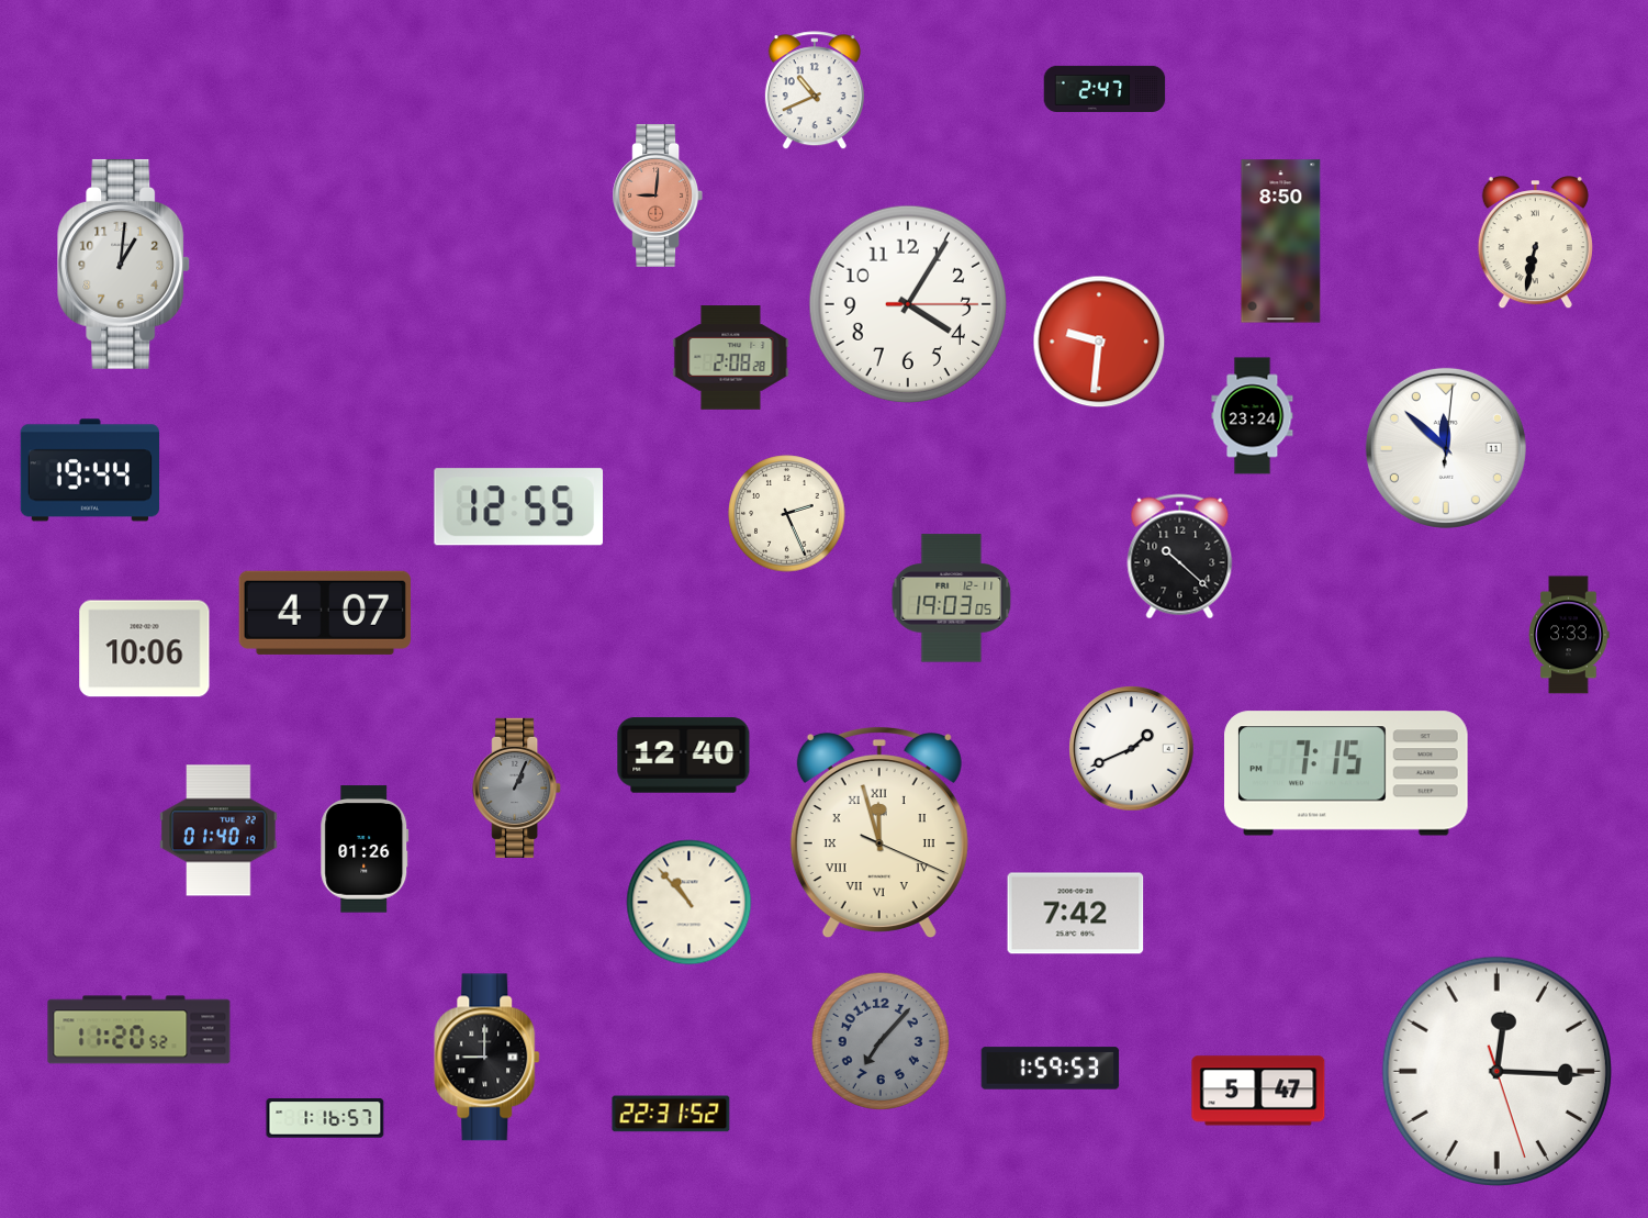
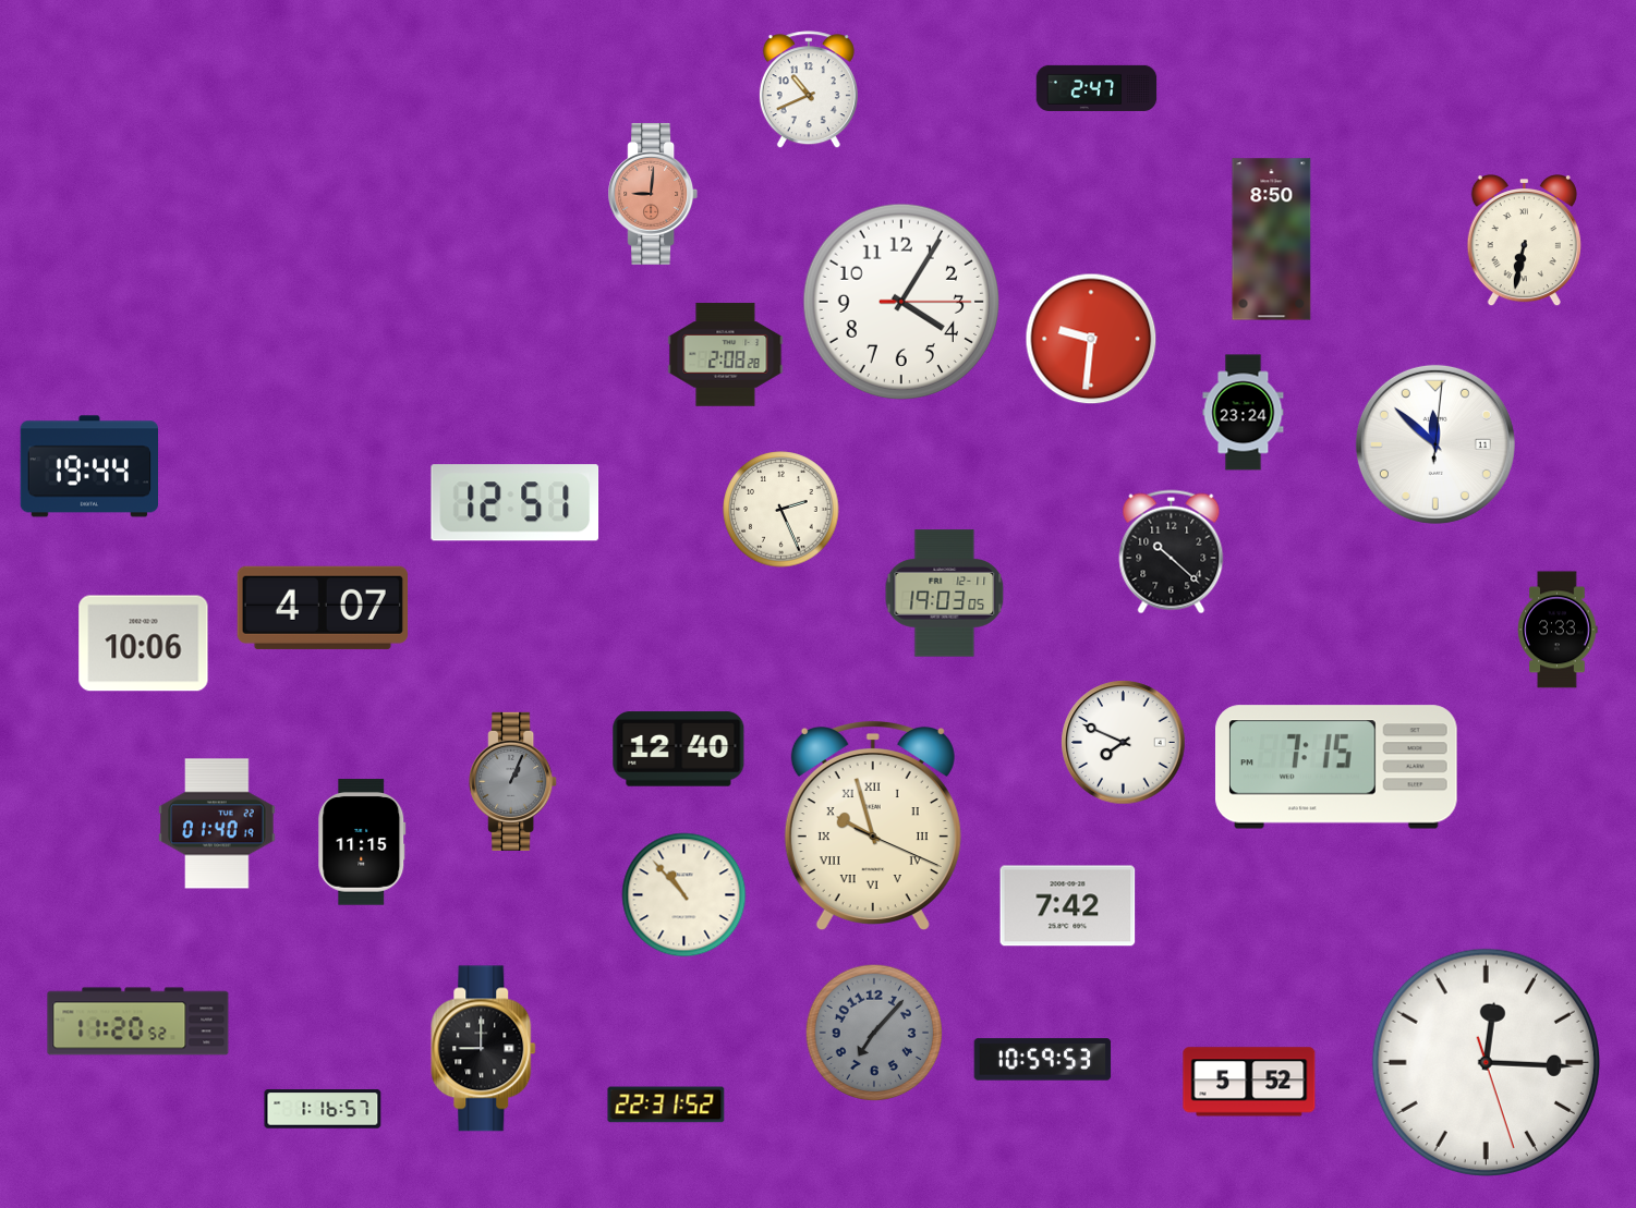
clock at (124, 264): 1:01 -> none
clock at (519, 507): 12:55 -> 12:51
clock at (1132, 749): 1:41 -> 7:49
clock at (879, 831): 11:57 -> 9:57
clock at (365, 849): 01:26 -> 11:15
clock at (1051, 1069): 1:59 -> 10:59
clock at (1258, 1091): 5:47 -> 5:52
